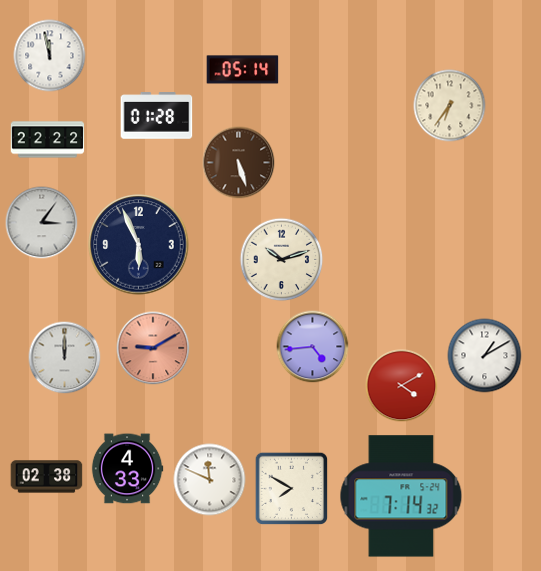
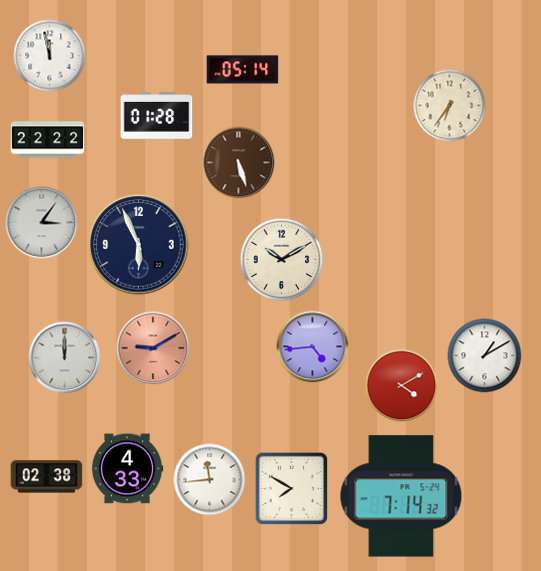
clock at (282, 260): 10:12 -> 10:10
clock at (210, 480): 11:49 -> 11:44
